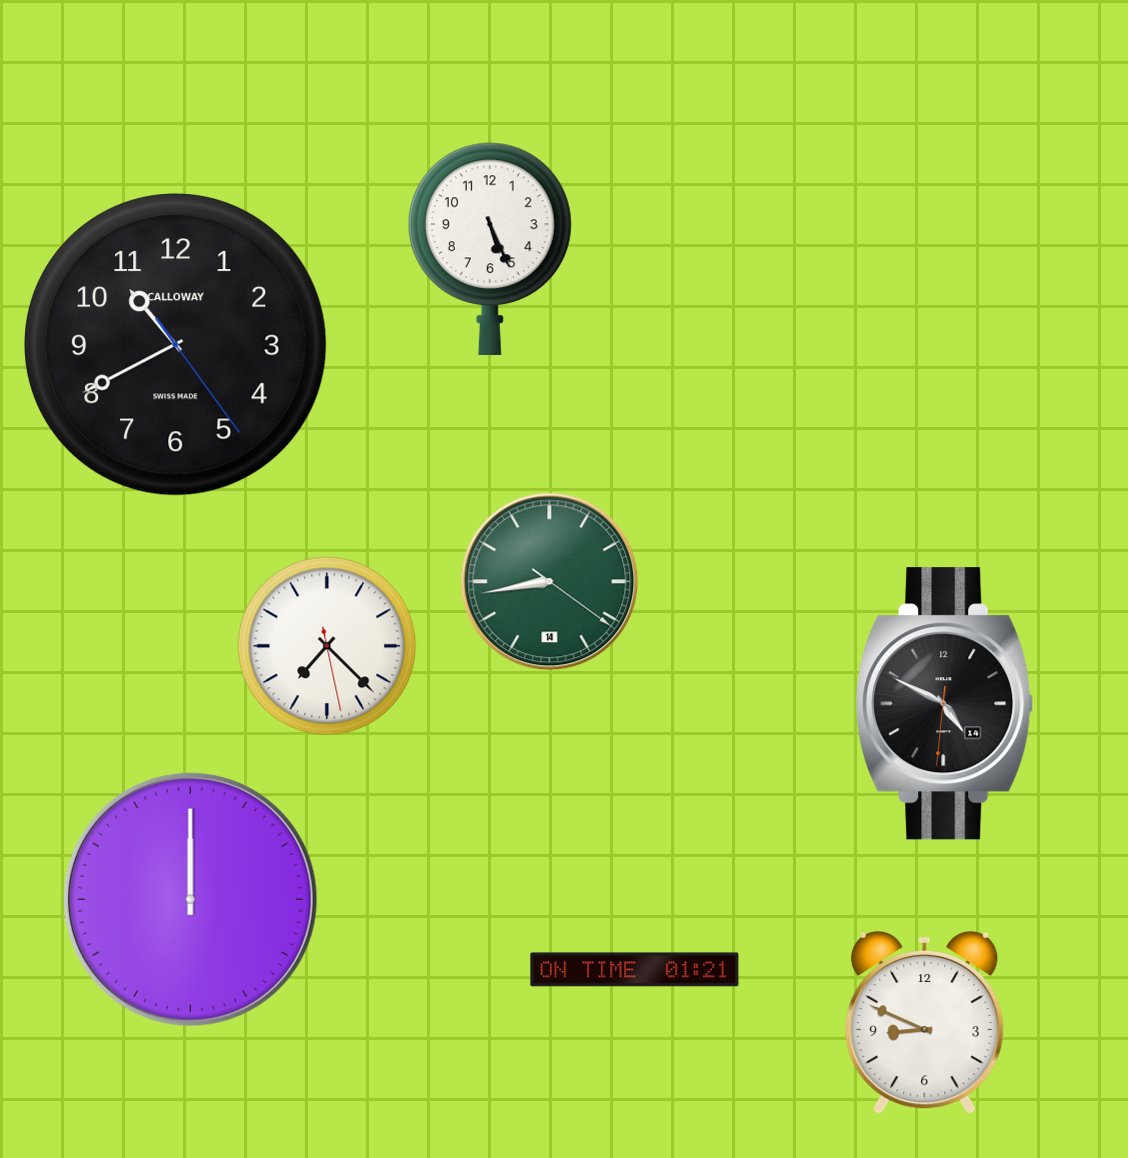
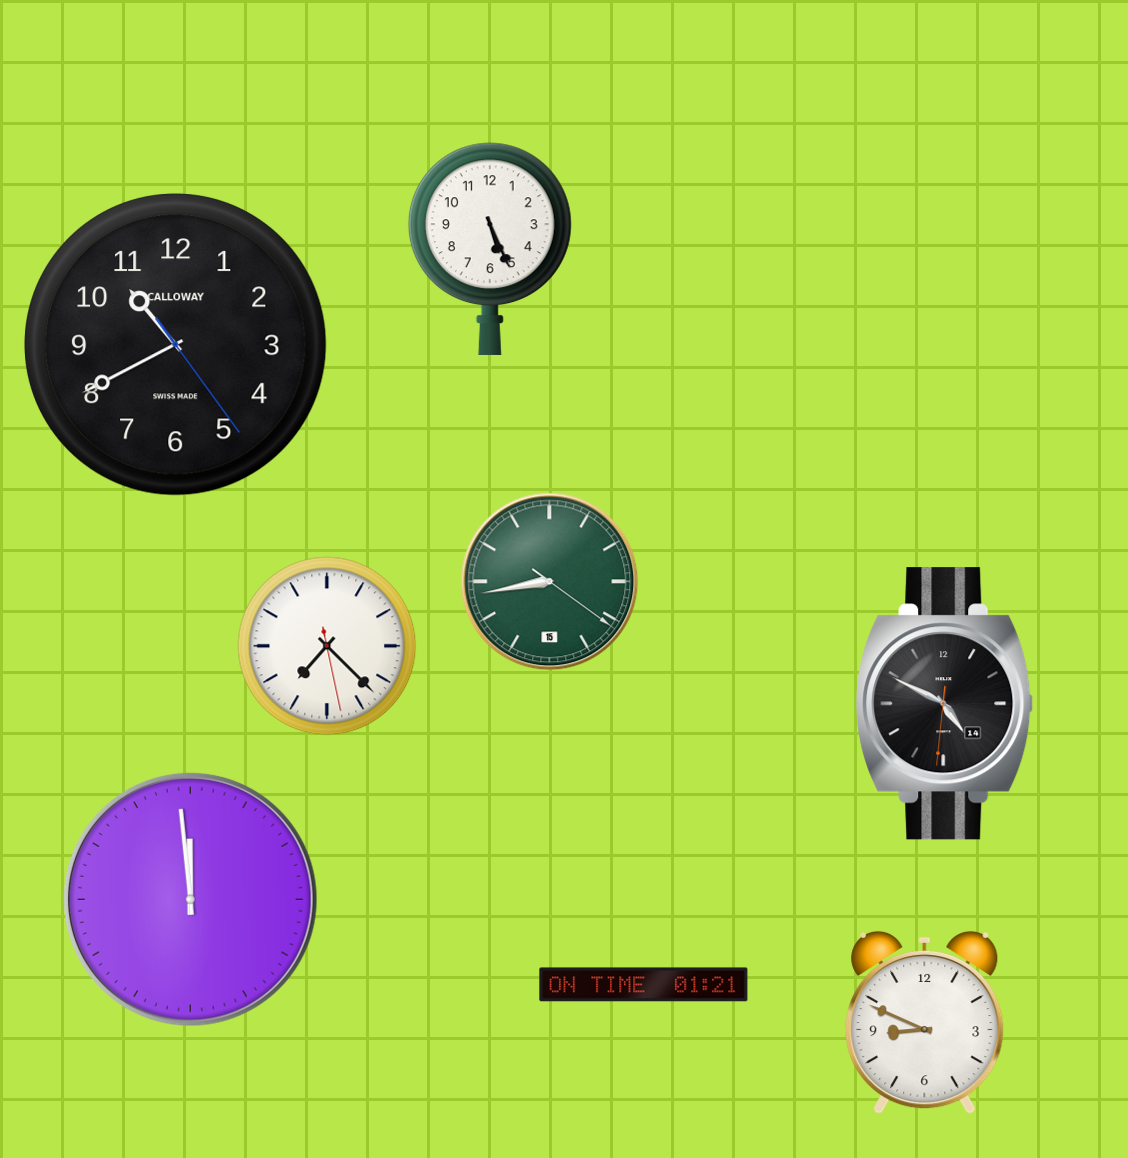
clock at (550, 582) date: 14 -> 15
clock at (190, 899): 12:00 -> 11:59
clock at (635, 970) position: (635, 970) -> (644, 985)
